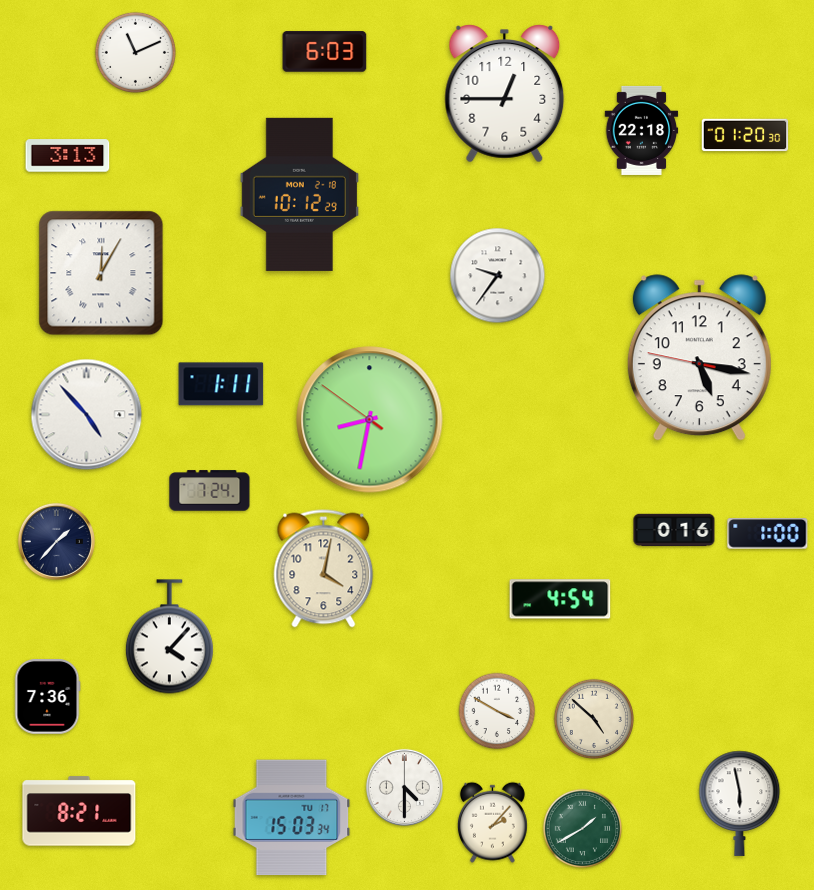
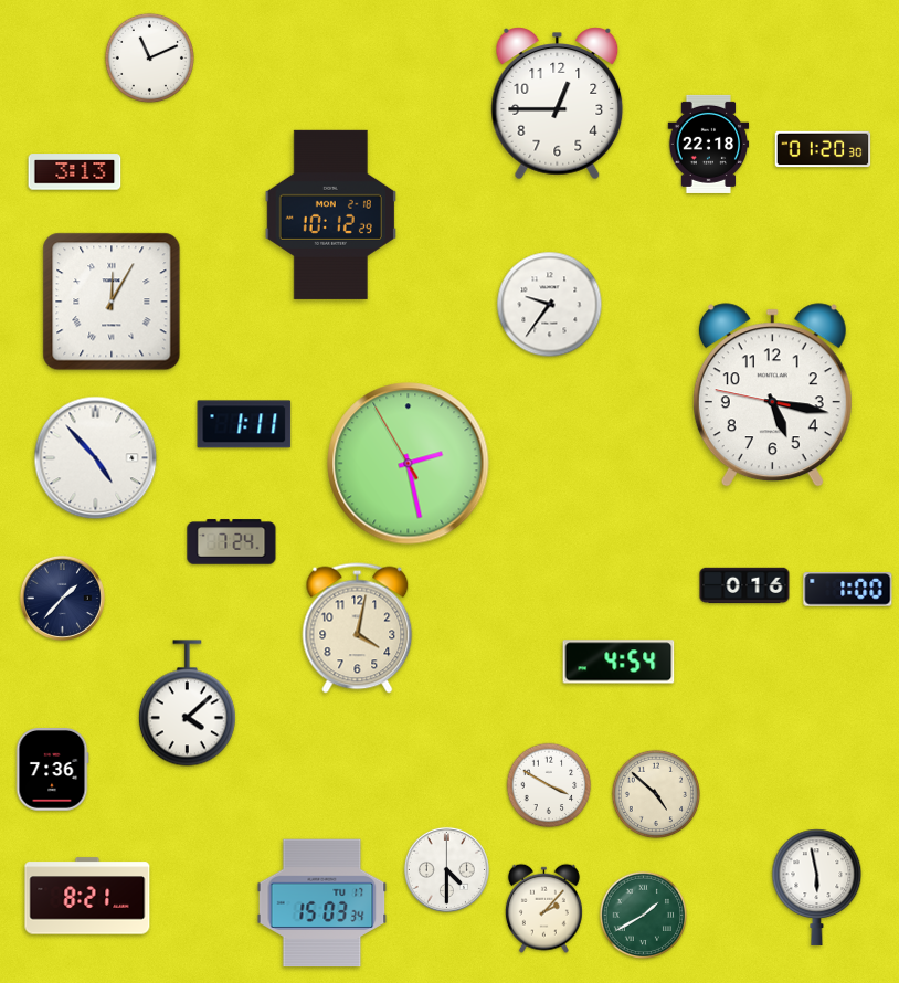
clock at (325, 52): 6:03 -> none
clock at (370, 420): 8:31 -> 2:27
clock at (169, 637): 4:07 -> 4:08
